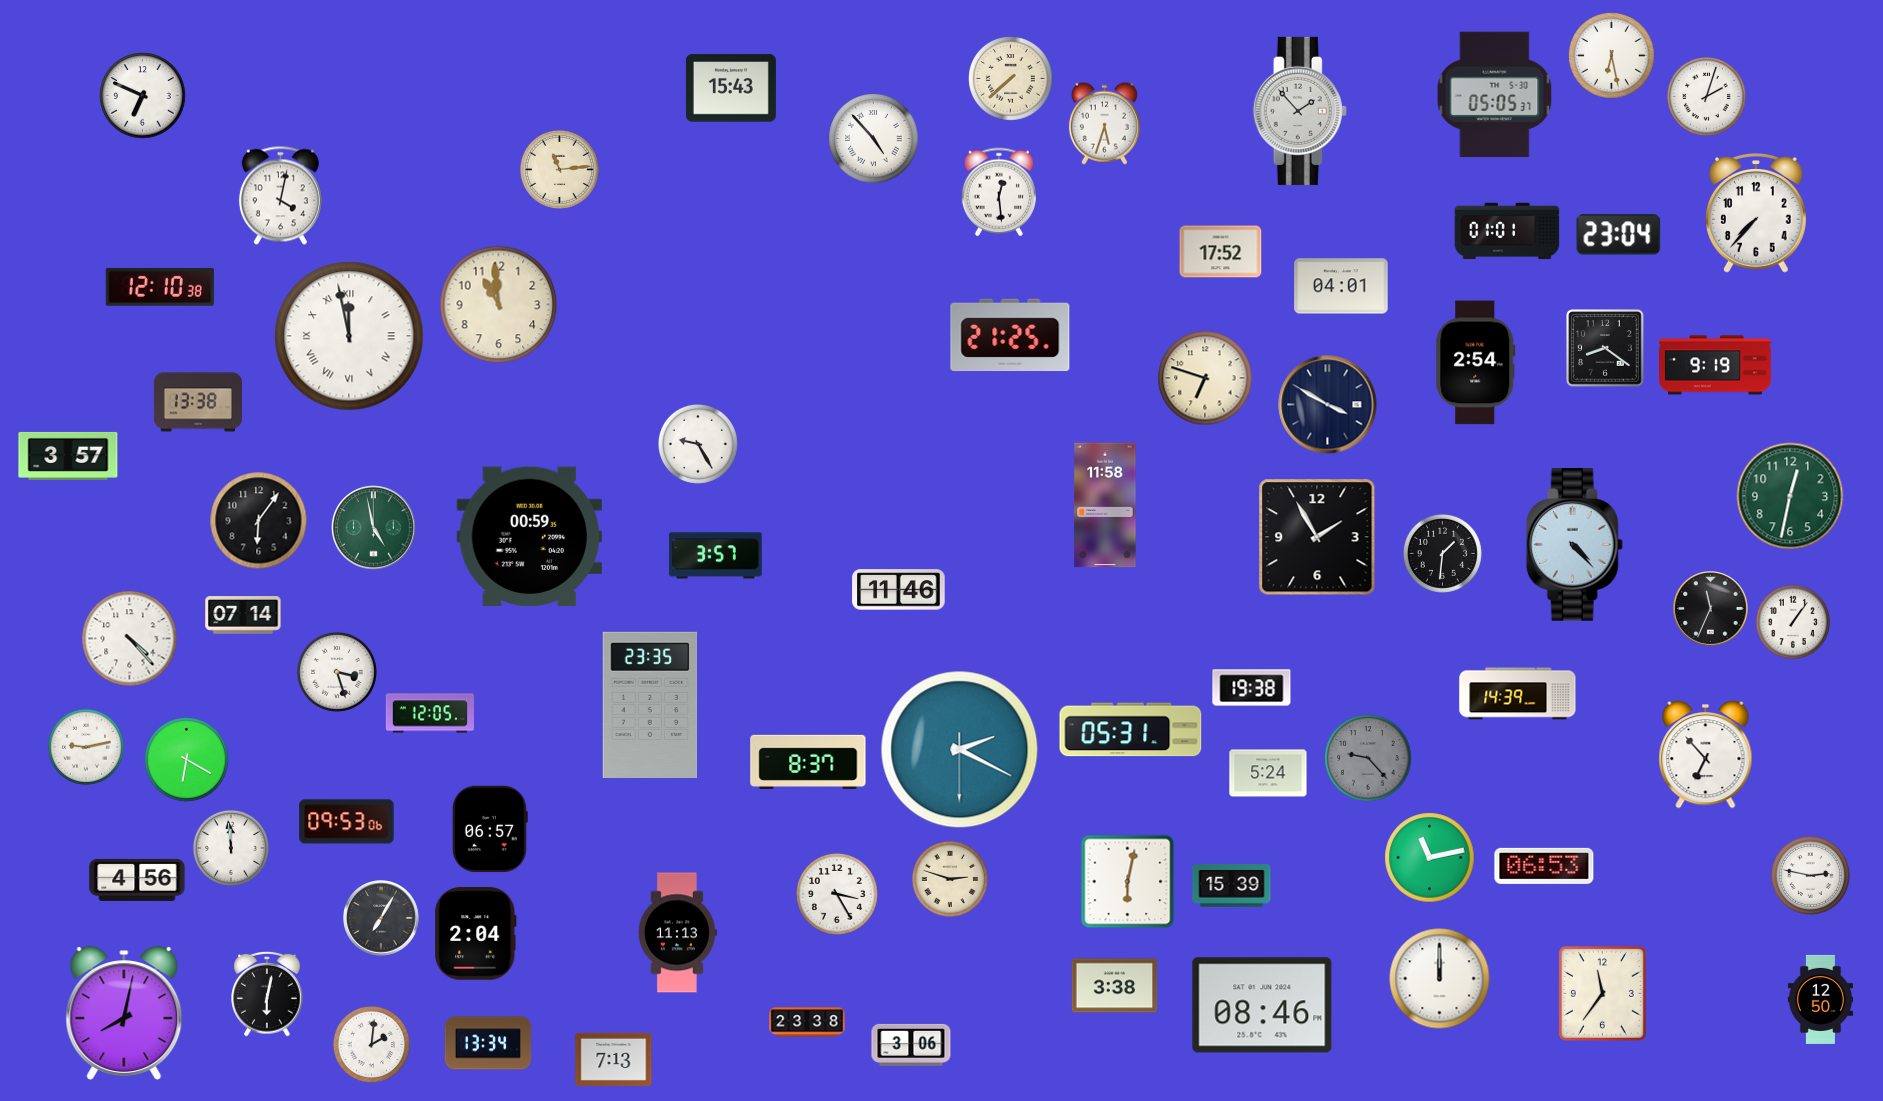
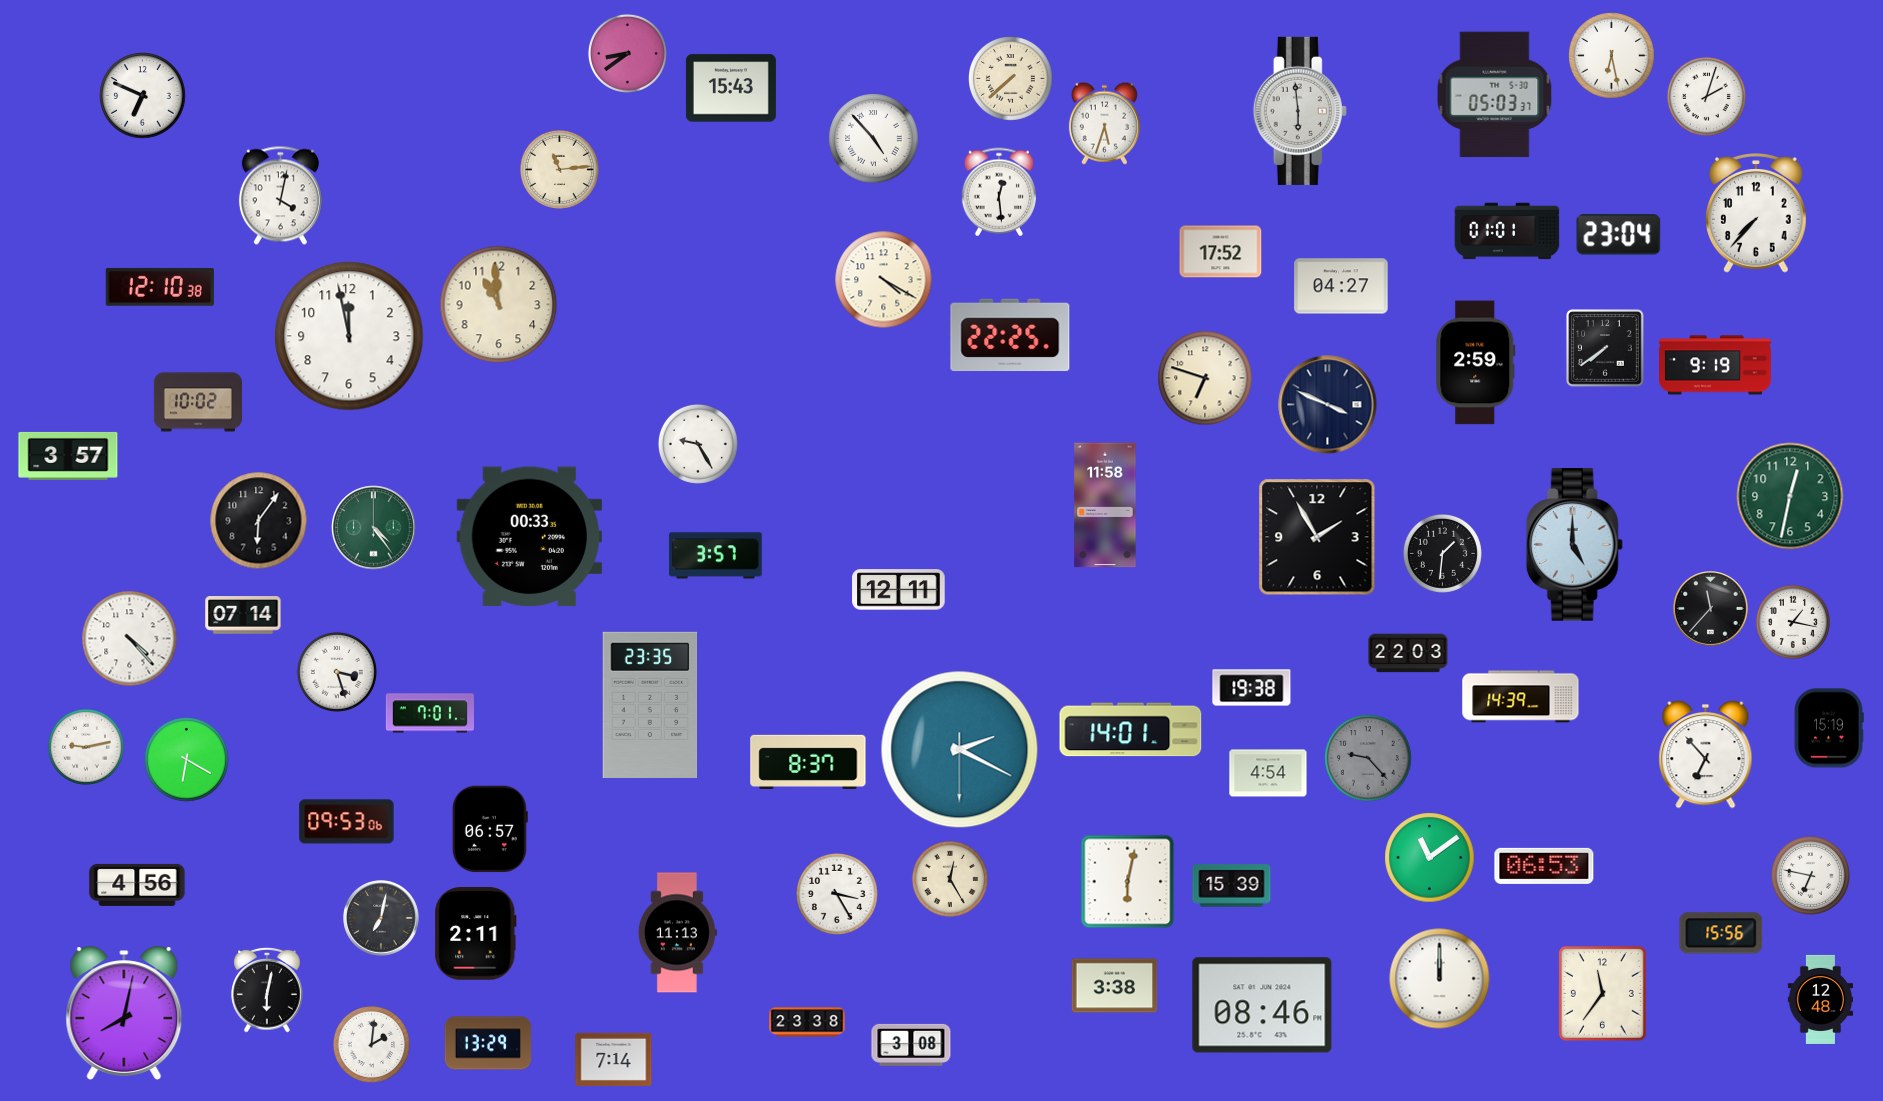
clock at (627, 53): none -> 8:39
clock at (1495, 95): 05:05 -> 05:03
clock at (1300, 111): 1:53 -> 5:59
clock at (884, 280): none -> 4:20
clock at (1341, 286): 04:01 -> 04:27
clock at (1010, 335): 21:25 -> 22:25
clock at (349, 336) numerals: Roman -> Arabic
clock at (1606, 349): 8:21 -> 7:39
clock at (1476, 363): 2:54 -> 2:59
clock at (198, 402): 13:38 -> 10:02
clock at (1328, 405): 3:50 -> 3:49
clock at (374, 528): 4:58 -> 4:24
clock at (529, 537): 00:59 -> 00:33
clock at (1574, 545): 4:23 -> 5:00
clock at (899, 590): 11:46 -> 12:11
clock at (1711, 609): 11:34 -> 11:37
clock at (1792, 621): 1:06 -> 1:17
clock at (1408, 653): none -> 22:03
clock at (1518, 694) position: (1518, 694) -> (1521, 697)
clock at (430, 713): 12:05 -> 7:01
clock at (1829, 728): none -> 15:19
clock at (1131, 730): 05:31 -> 14:01
clock at (1268, 773): 5:24 -> 4:54
clock at (231, 848): 11:59 -> none
clock at (1430, 858): 11:13 -> 11:09
clock at (1810, 875): 2:47 -> 6:47
clock at (950, 879): 2:48 -> 12:25
clock at (137, 880) position: (137, 880) -> (137, 885)
clock at (381, 918): 7:05 -> 7:02
clock at (1721, 933): none -> 15:56
clock at (476, 934): 2:04 -> 2:11
clock at (267, 994) position: (267, 994) -> (267, 990)
clock at (1820, 999): 12:50 -> 12:48
clock at (488, 1043): 13:34 -> 13:29
clock at (911, 1045): 3:06 -> 3:08
clock at (614, 1059): 7:13 -> 7:14
